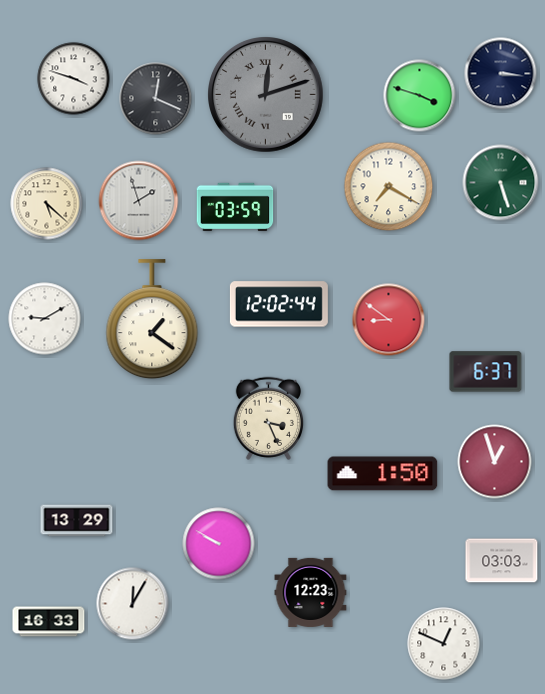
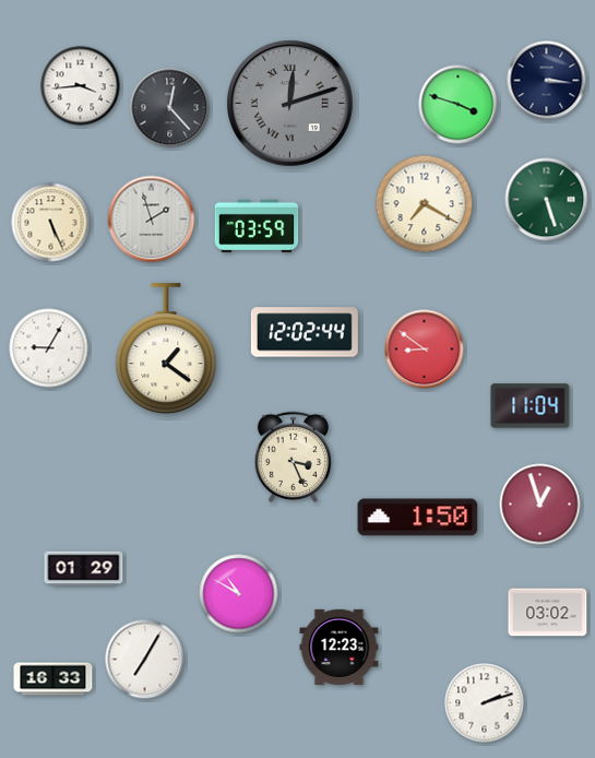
clock at (74, 79): 3:48 -> 3:44
clock at (156, 99): 12:19 -> 12:23
clock at (47, 204): 5:22 -> 5:26
clock at (45, 319): 9:10 -> 9:05
clock at (486, 372): 6:37 -> 11:04
clock at (77, 521): 13:29 -> 01:29
clock at (219, 544): 9:50 -> 10:50
clock at (502, 561): 03:03 -> 03:02
clock at (133, 604): 12:05 -> 7:05
clock at (444, 644): 12:49 -> 2:12
